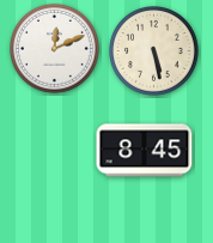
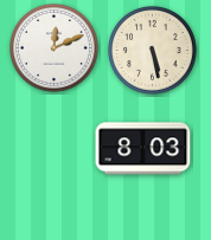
clock at (145, 151): 8:45 -> 8:03
